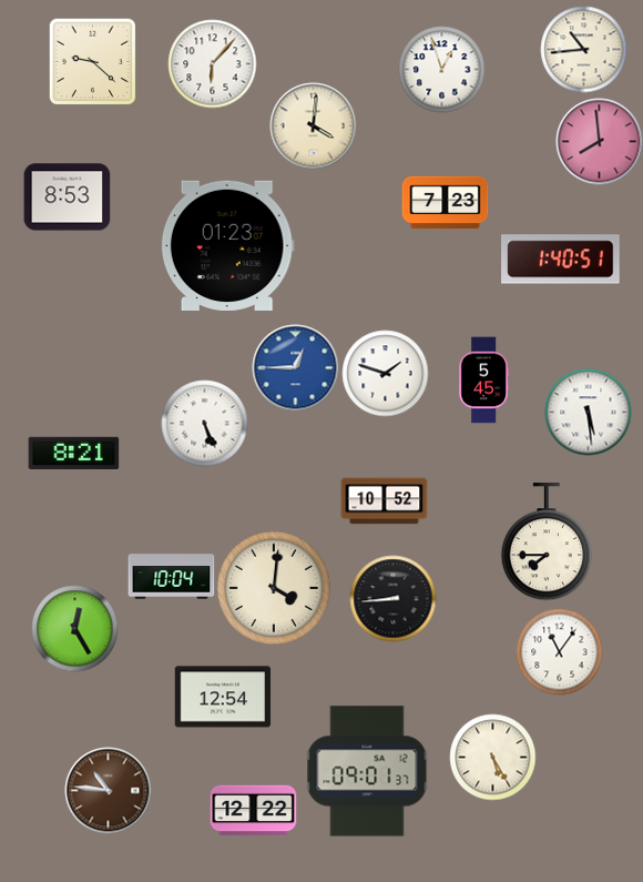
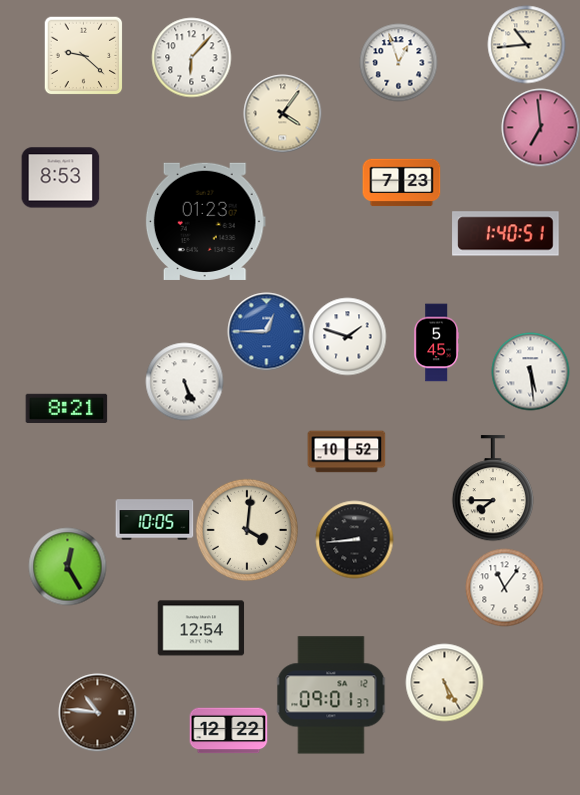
clock at (313, 125): 4:01 -> 4:06
clock at (599, 141): 7:59 -> 6:59
clock at (171, 577): 10:04 -> 10:05
